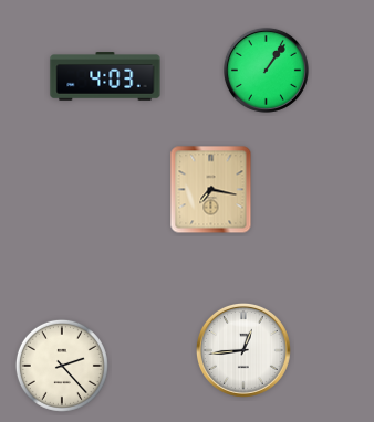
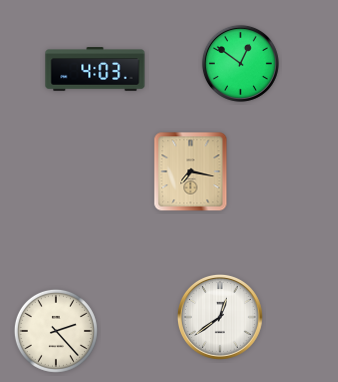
clock at (266, 70): 1:06 -> 12:51
clock at (243, 350): 12:44 -> 12:39
